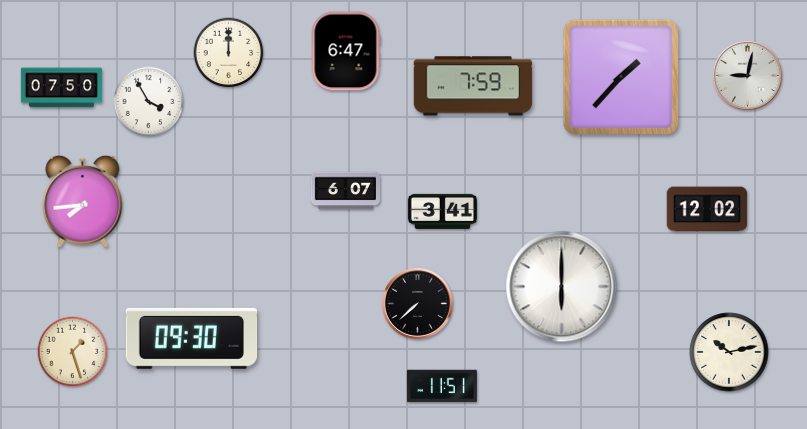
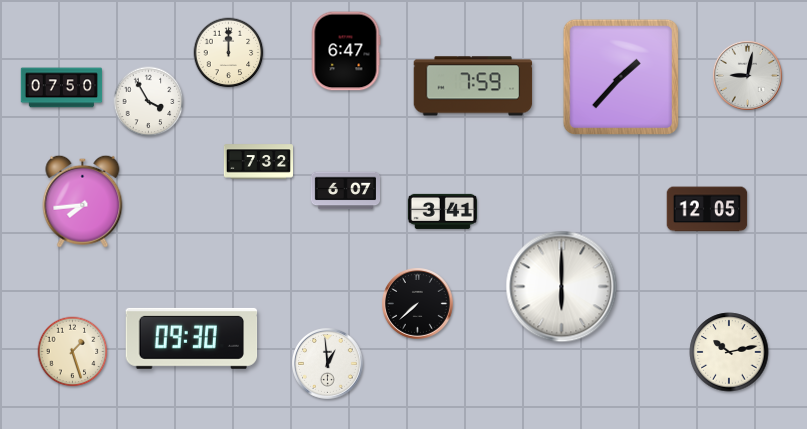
clock at (258, 162): none -> 7:32
clock at (707, 209): 12:02 -> 12:05
clock at (328, 364): none -> 12:59
clock at (442, 386): 11:51 -> none
